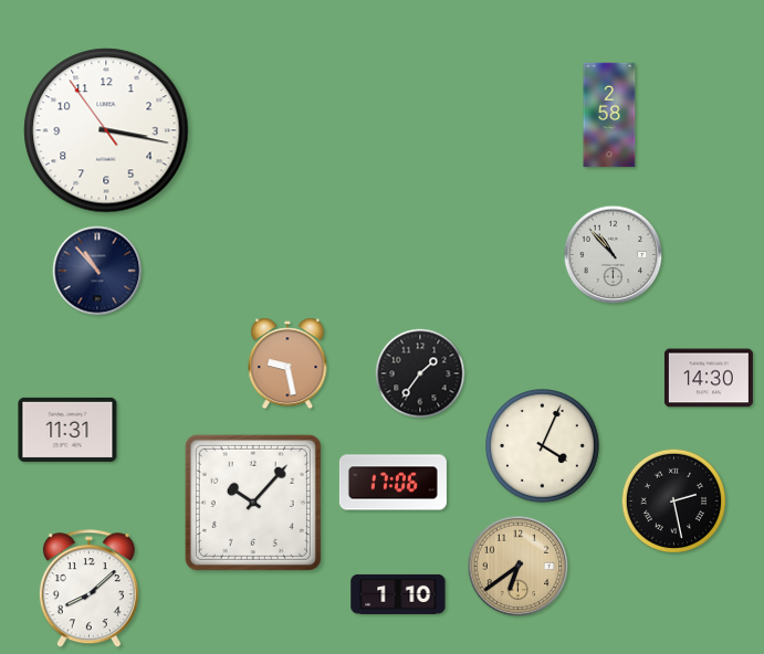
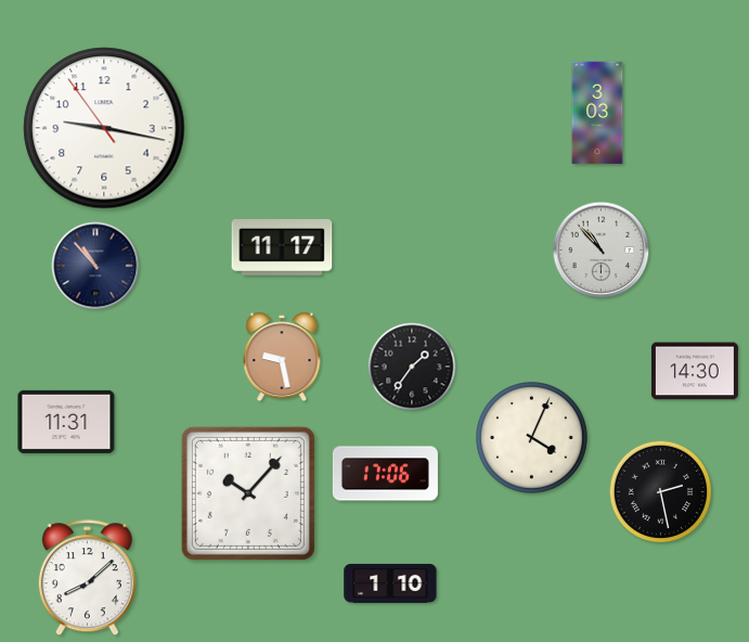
clock at (609, 115): 2:58 -> 3:03
clock at (106, 130): 3:16 -> 9:16
clock at (282, 248): none -> 11:17
clock at (519, 567): 6:39 -> none
